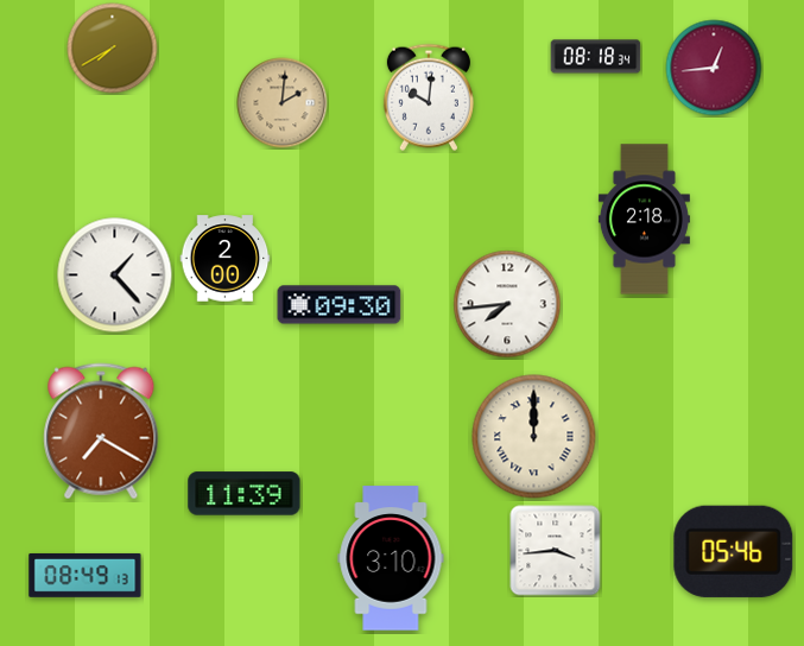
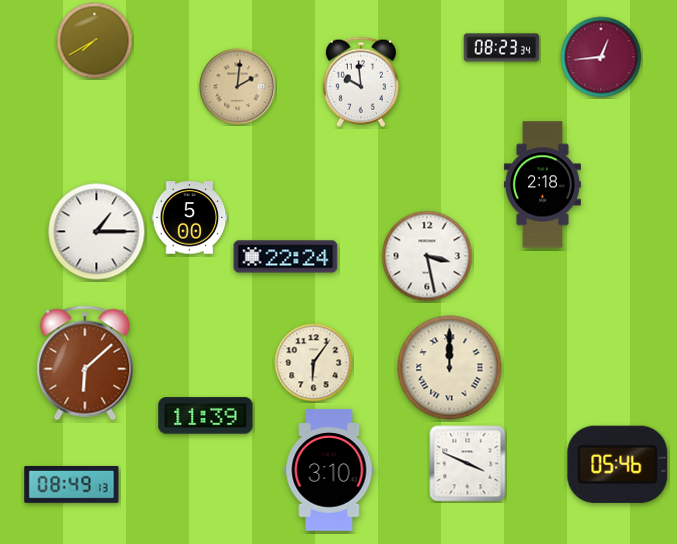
clock at (596, 57): 08:18 -> 08:23
clock at (429, 97): 10:01 -> 9:59
clock at (226, 259): 2:00 -> 5:00
clock at (115, 275): 1:23 -> 1:15
clock at (507, 304): 7:44 -> 3:28
clock at (340, 305): 09:30 -> 22:24
clock at (101, 431): 7:20 -> 6:08
clock at (314, 363): none -> 6:06
clock at (556, 551): 3:44 -> 3:49
